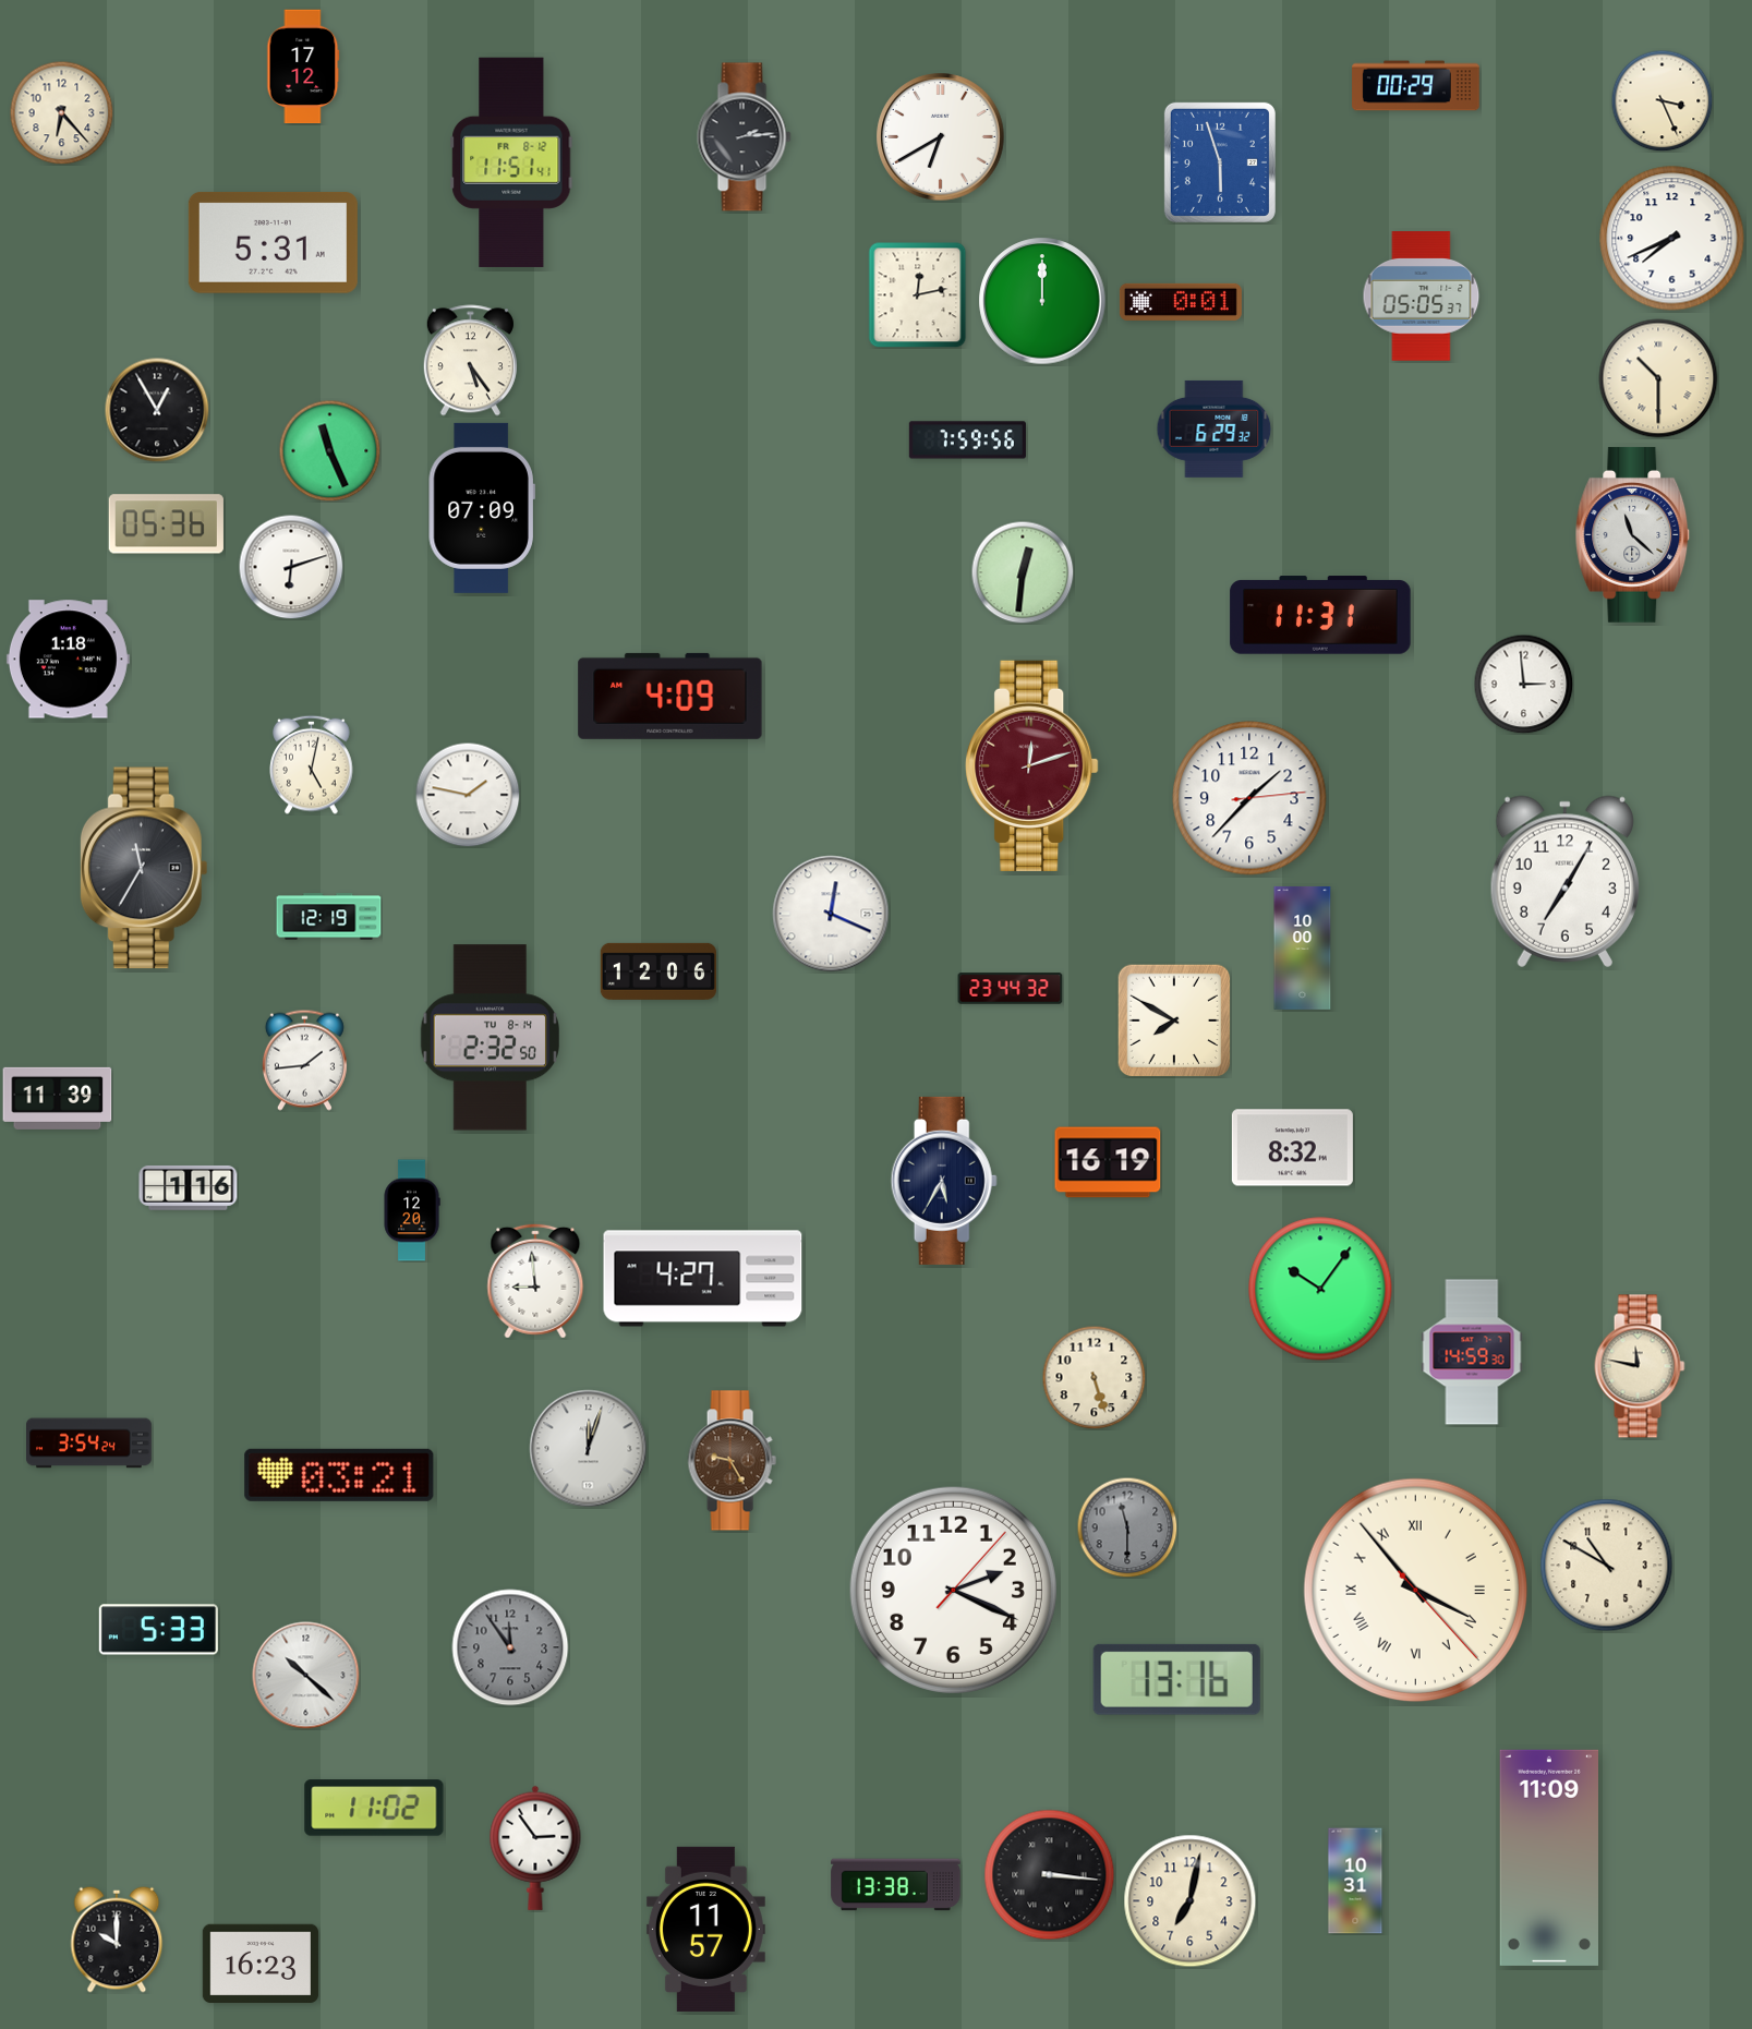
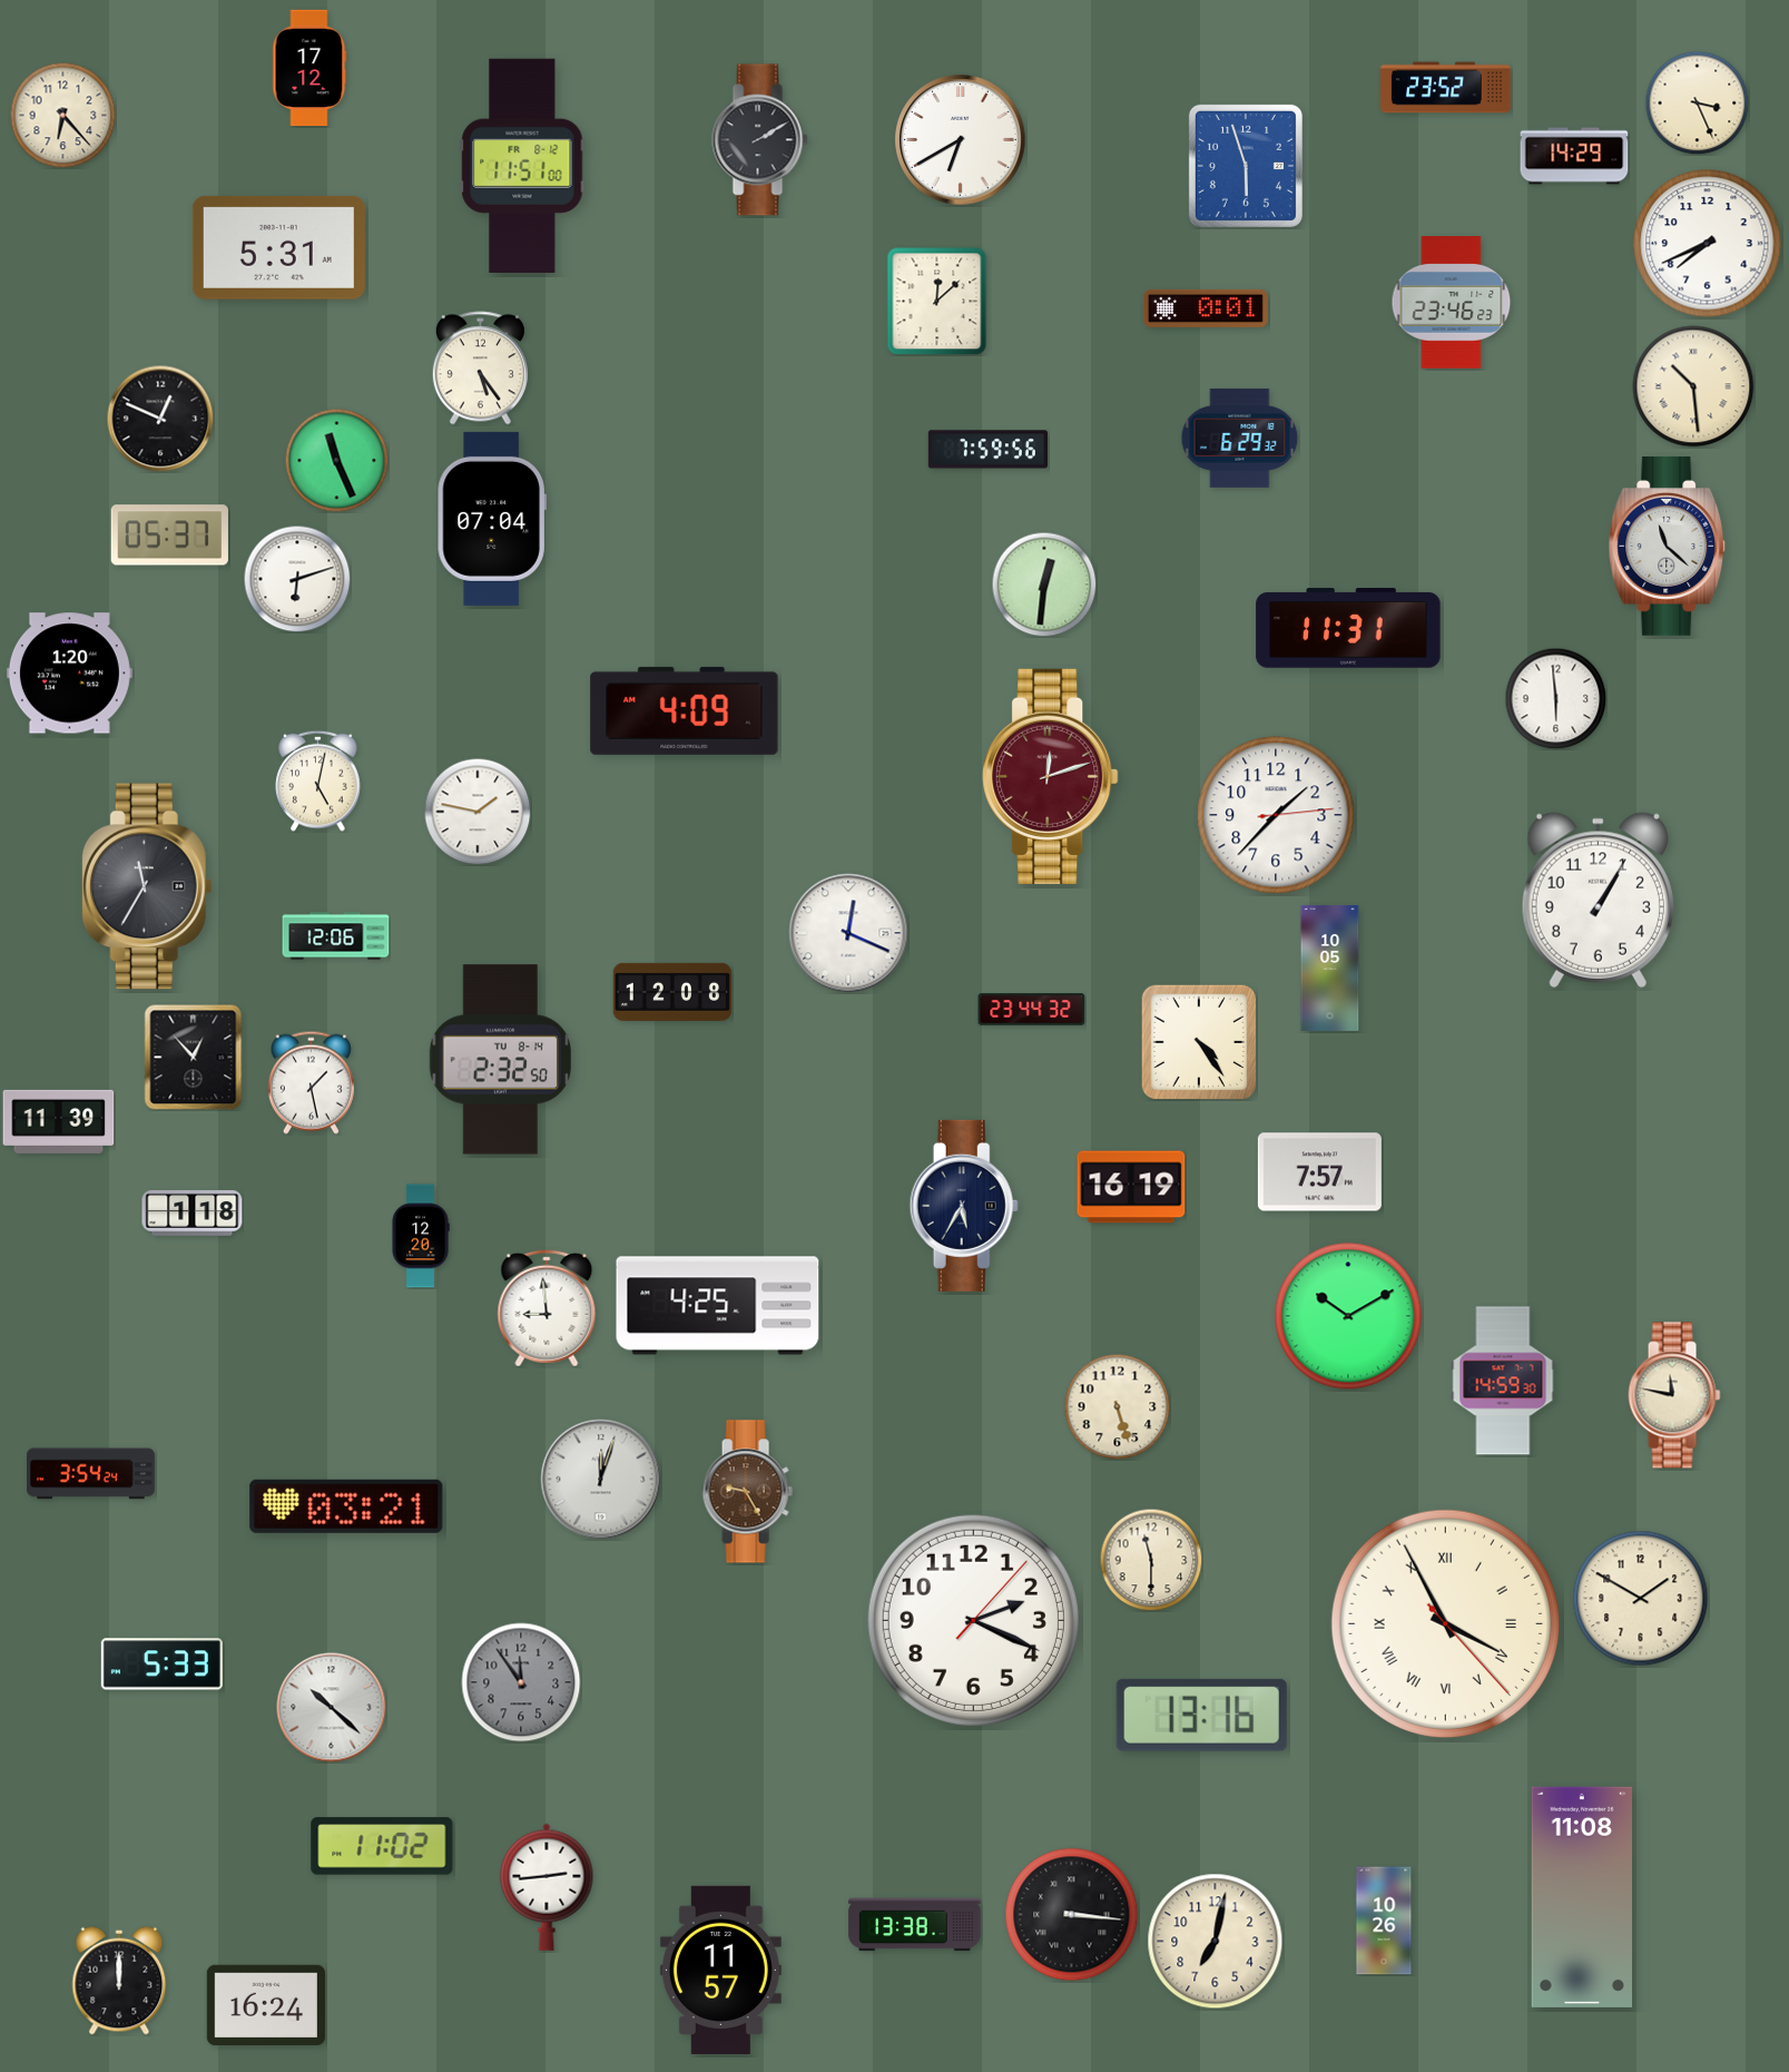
clock at (1416, 86): 00:29 -> 23:52
clock at (745, 137): 2:14 -> 2:10
clock at (1574, 156): none -> 14:29
clock at (511, 161): 11:51:41 -> 11:51:00
clock at (918, 295): 12:13 -> 12:08
clock at (1422, 297): 05:05 -> 23:46
clock at (1042, 301): 12:00 -> none
clock at (1658, 378): 10:30 -> 10:29
clock at (157, 410): 12:55 -> 12:49
clock at (482, 508): 07:09 -> 07:04
clock at (166, 524): 05:36 -> 05:37
clock at (68, 660): 1:18 -> 1:20
clock at (1523, 684): 2:59 -> 5:59
clock at (1032, 765) position: (1032, 765) -> (1051, 776)
clock at (1564, 881): 7:05 -> 1:05
clock at (329, 917): 12:19 -> 12:06
clock at (1303, 947): 10:00 -> 10:05
clock at (658, 971): 12:06 -> 12:08
clock at (1174, 1020): 7:50 -> 4:24
clock at (194, 1057): none -> 12:53
clock at (304, 1060): 1:44 -> 1:28
clock at (1292, 1148): 8:32 -> 7:57
clock at (189, 1188): 1:16 -> 1:18
clock at (703, 1279): 4:27 -> 4:25
clock at (1320, 1289): 10:06 -> 10:10
clock at (1127, 1527) dial: grey -> cream
clock at (1607, 1566): 10:50 -> 1:50
clock at (953, 1590) position: (953, 1590) -> (973, 1620)
clock at (1416, 1591): 3:53 -> 3:55
clock at (306, 1676) position: (306, 1676) -> (332, 1708)
clock at (535, 1848): 2:54 -> 2:44
clock at (1548, 1858): 11:09 -> 11:08
clock at (1355, 1881): 10:31 -> 10:26
clock at (117, 1940): 10:00 -> 12:00
clock at (259, 1964): 16:23 -> 16:24
